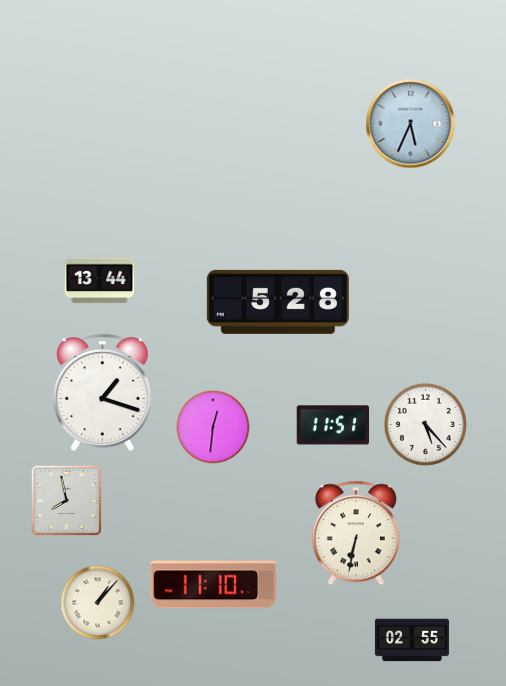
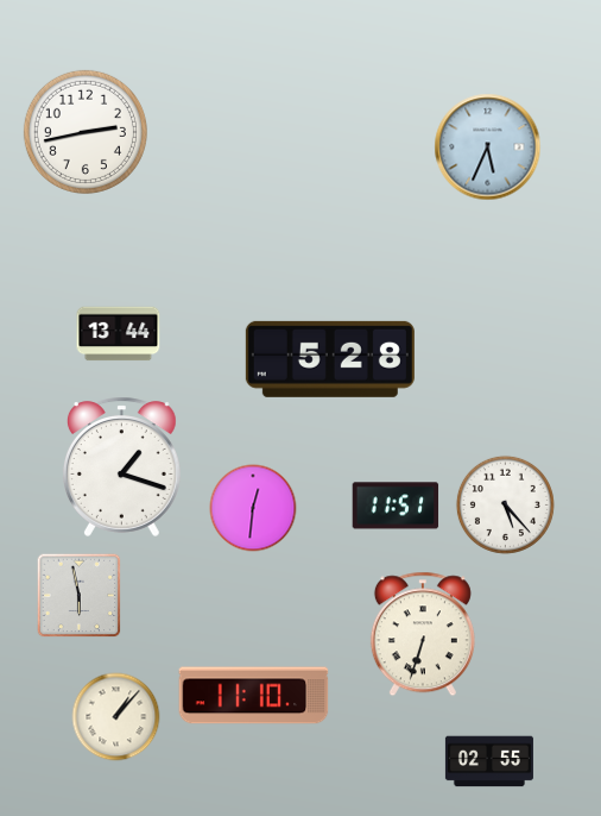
clock at (86, 132): none -> 2:43
clock at (67, 501): 7:58 -> 5:58
clock at (356, 533): 6:32 -> 6:33
